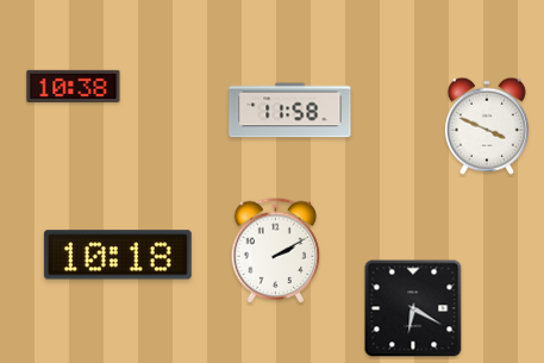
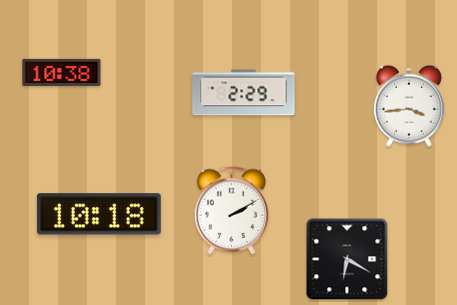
clock at (290, 111): 11:58 -> 2:29
clock at (487, 126): 3:49 -> 3:44
